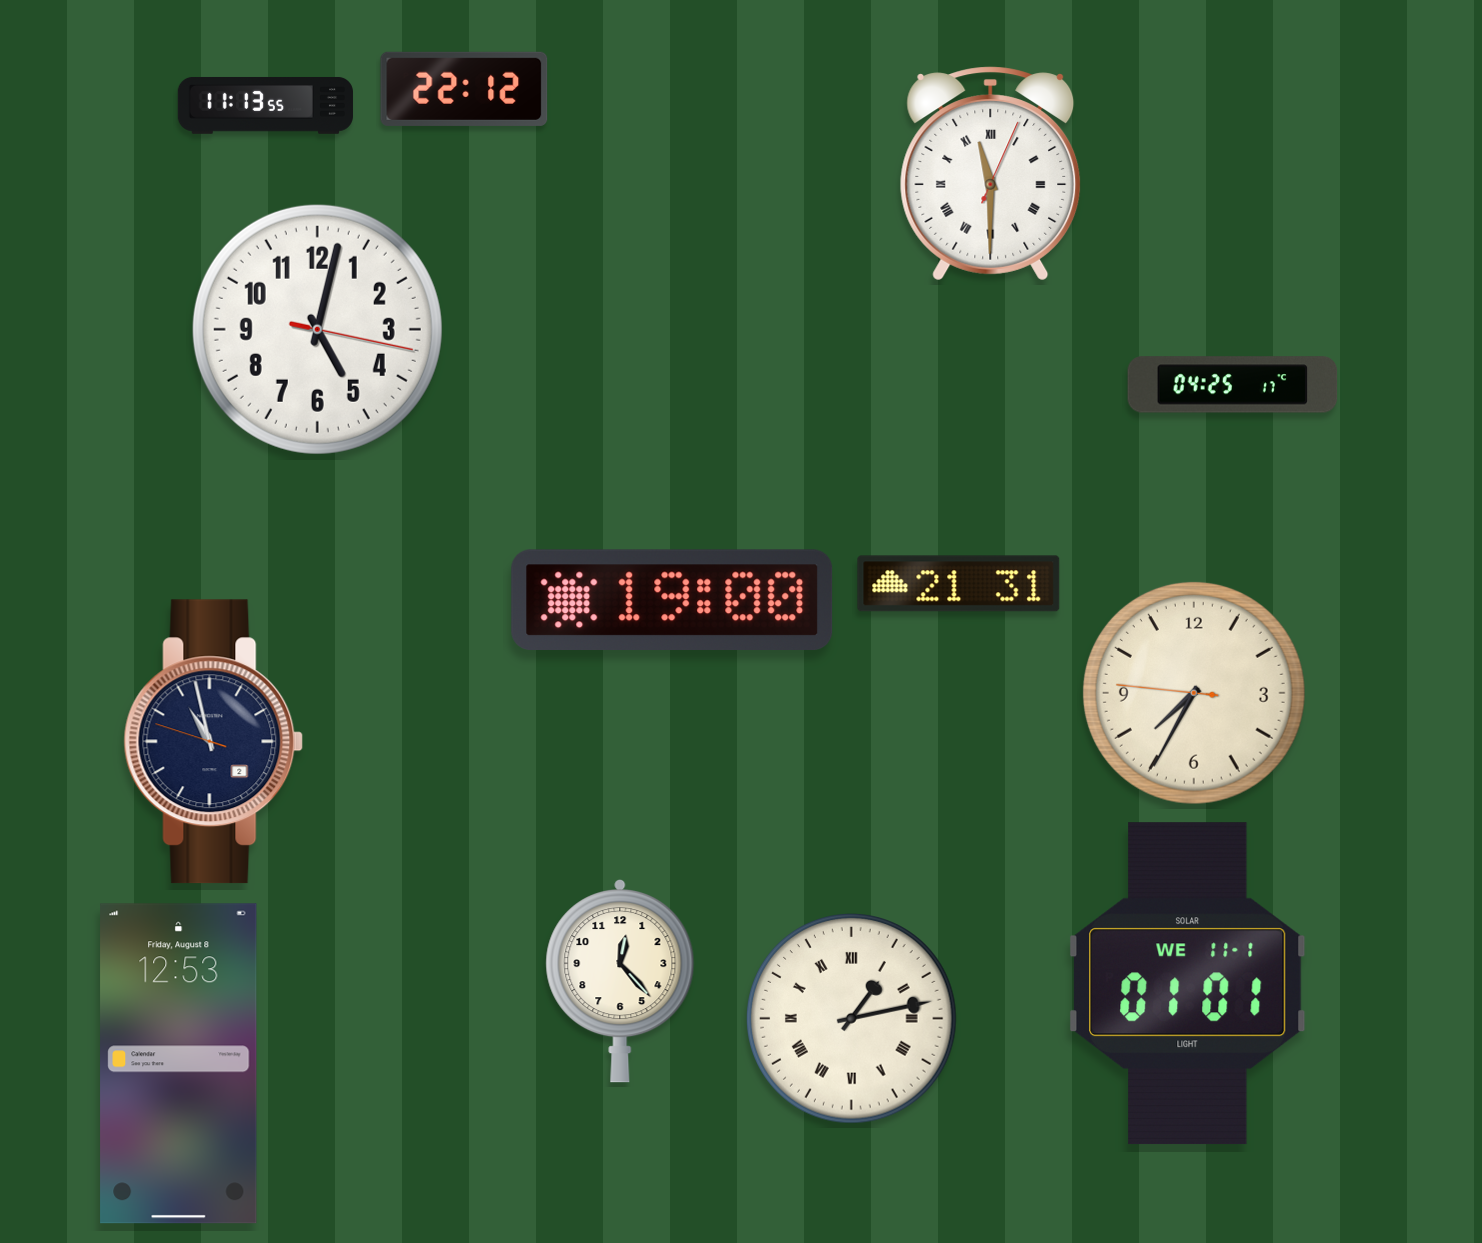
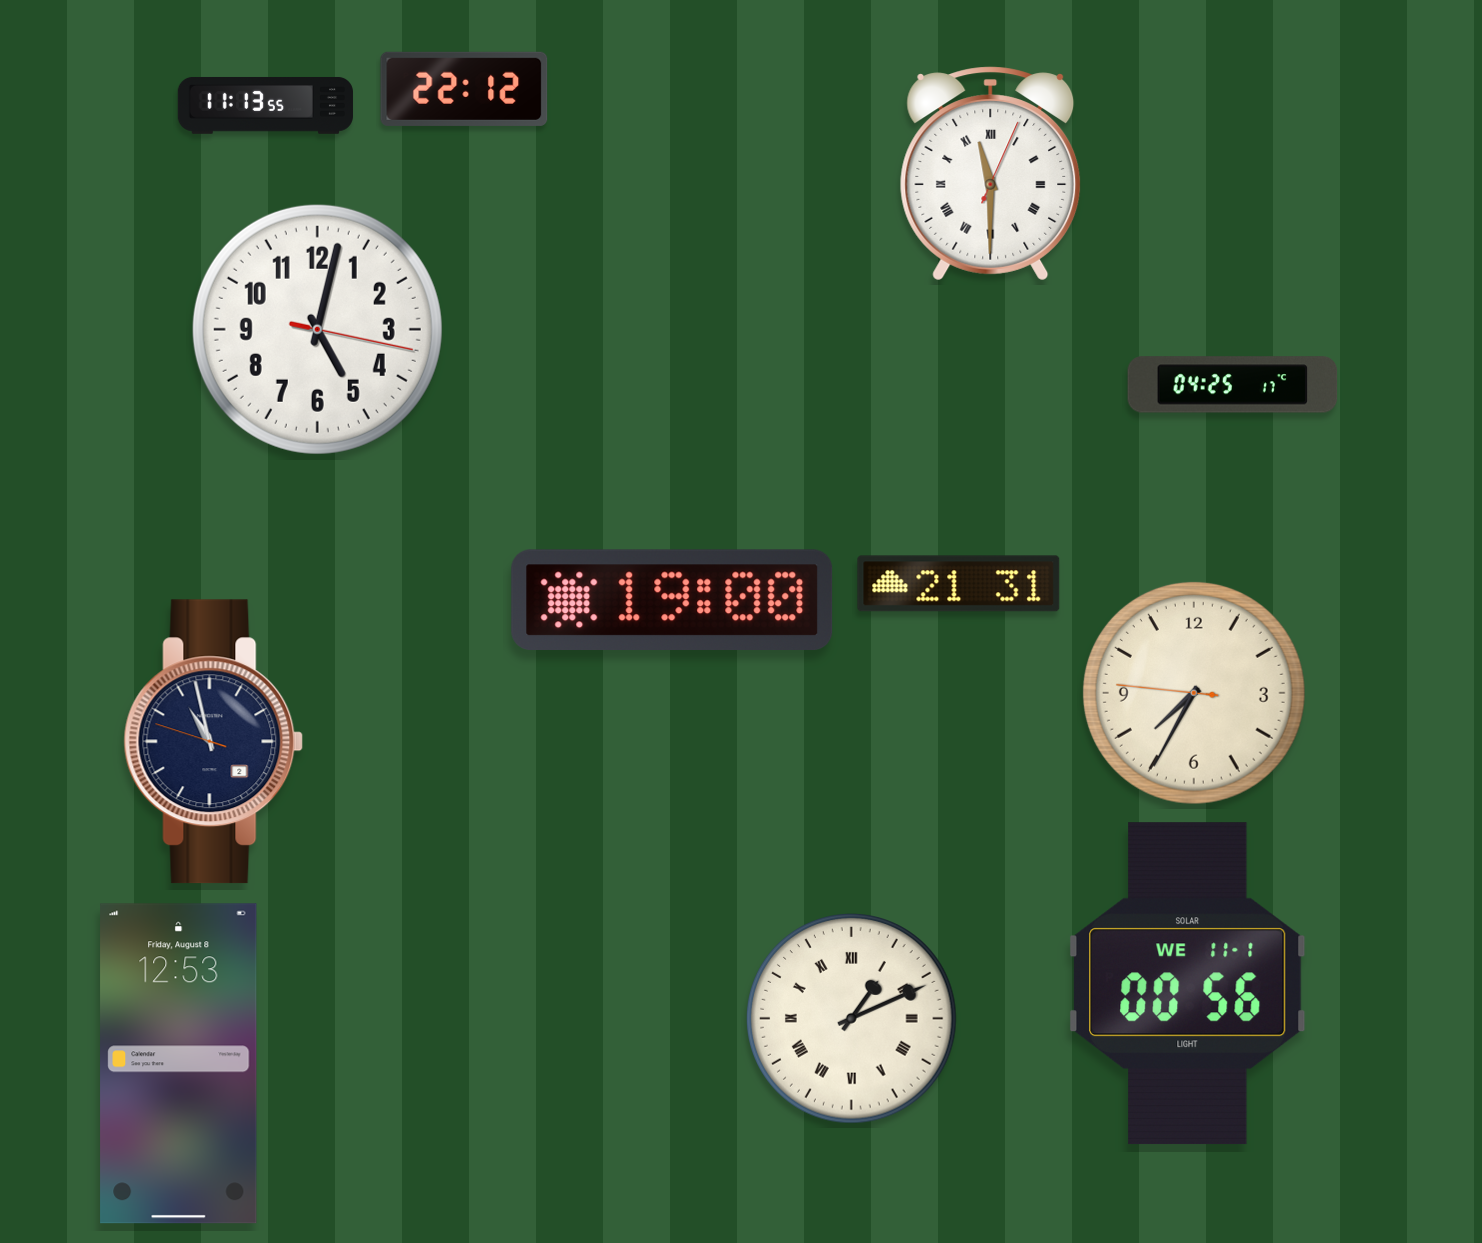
clock at (620, 982): 12:23 -> none
clock at (1188, 984): 01:01 -> 00:56
clock at (852, 1019): 1:13 -> 1:11
